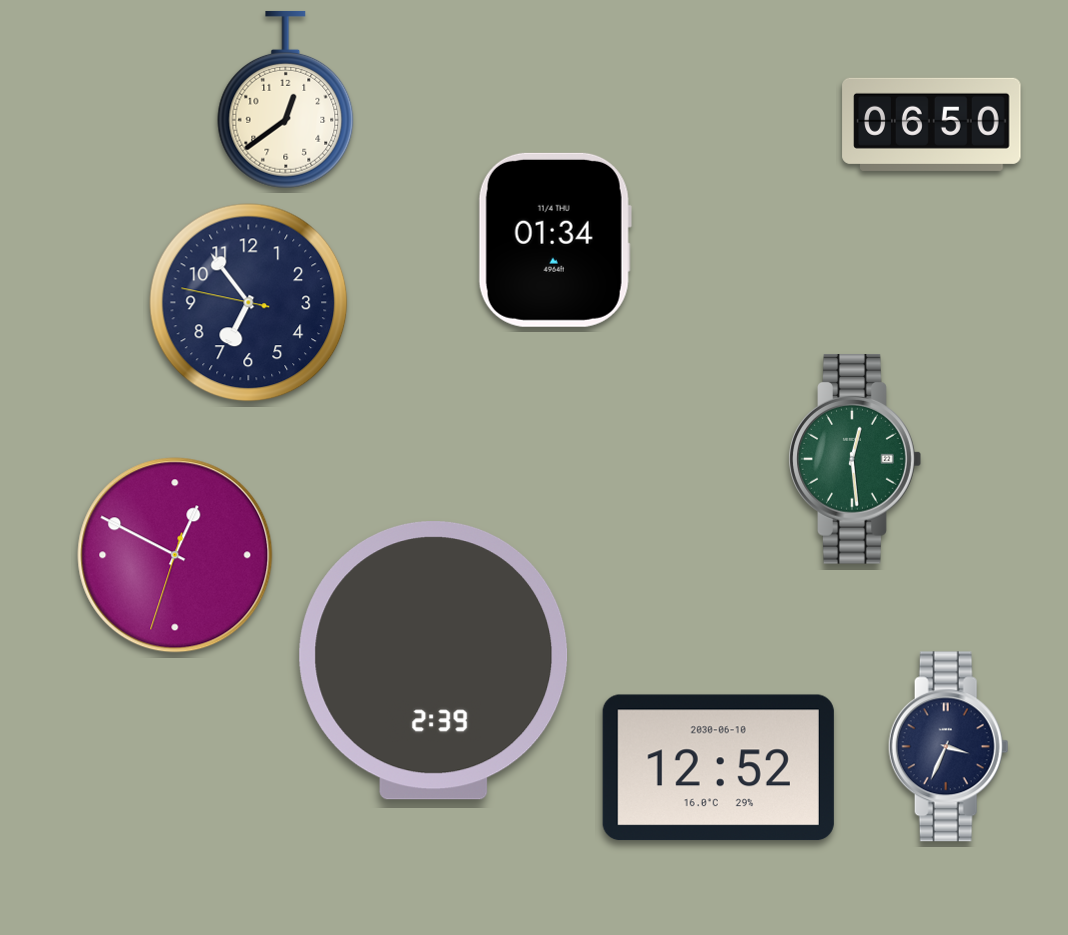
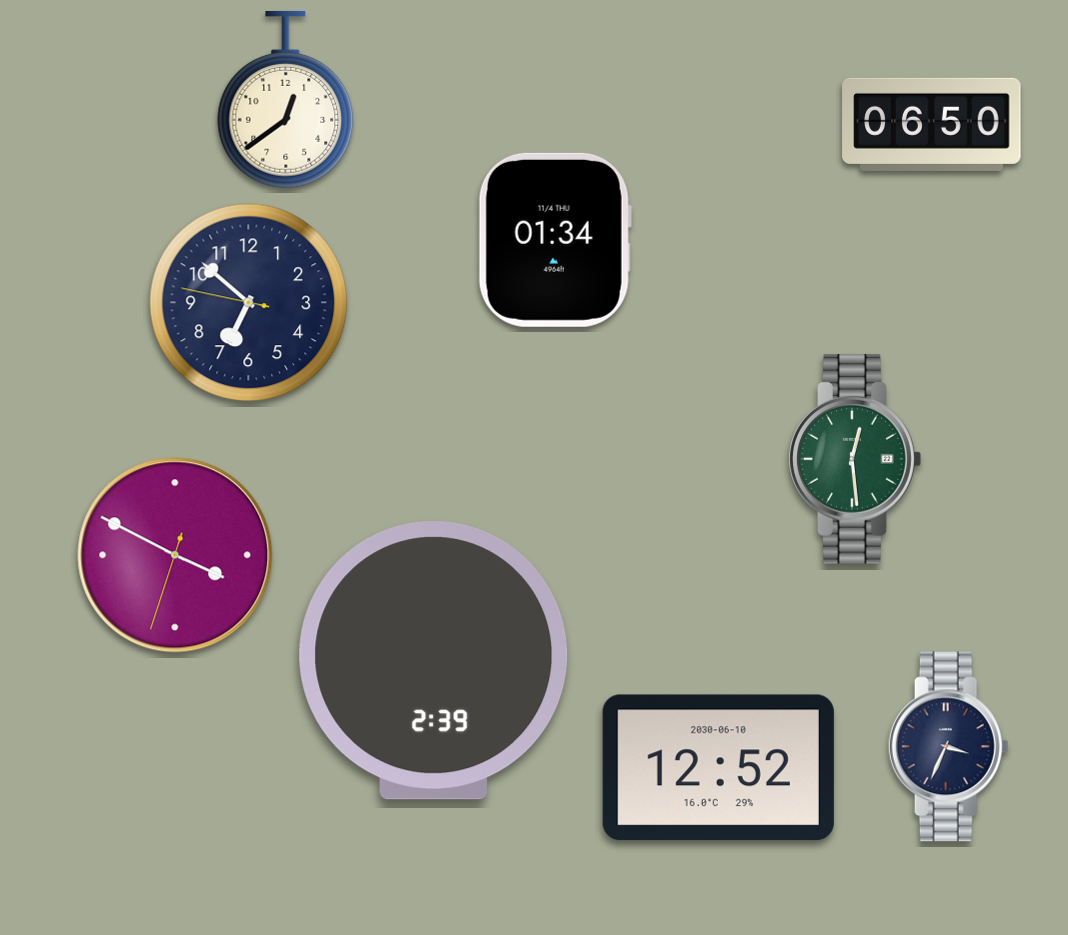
clock at (249, 303): 6:53 -> 6:51
clock at (175, 555): 12:49 -> 3:49
